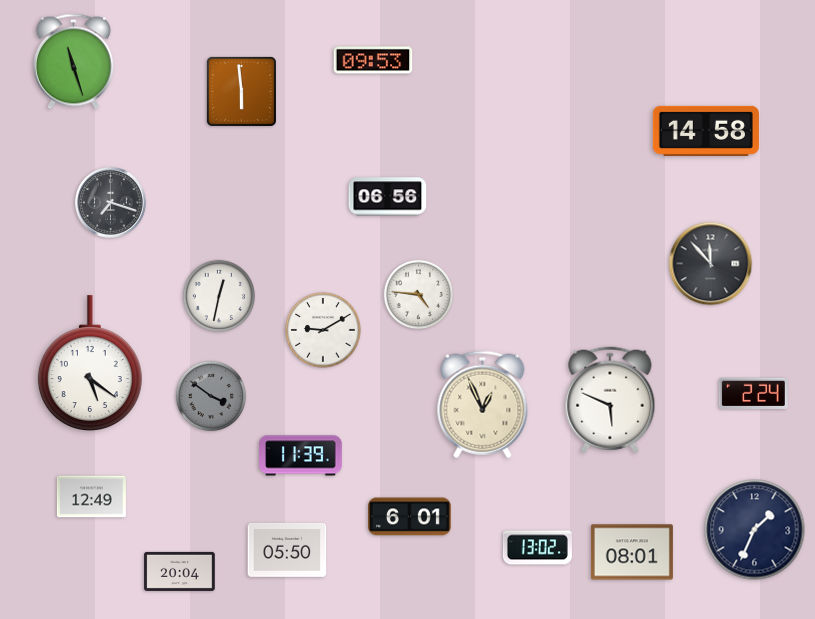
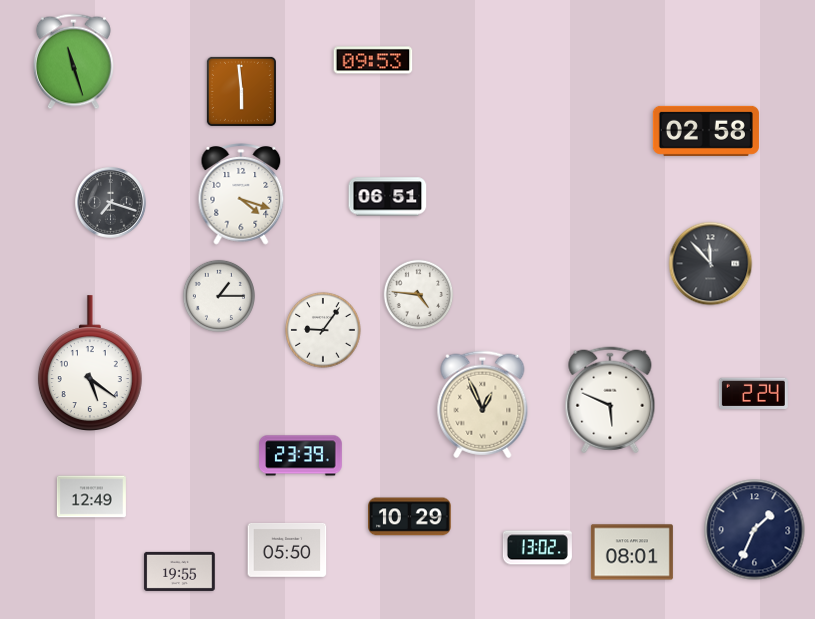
clock at (706, 131): 14:58 -> 02:58
clock at (241, 194): none -> 4:18
clock at (388, 197): 06:56 -> 06:51
clock at (219, 296): 12:32 -> 1:15
clock at (323, 330): 9:10 -> 9:06
clock at (211, 396): 3:51 -> none
clock at (301, 456): 11:39 -> 23:39
clock at (410, 517): 6:01 -> 10:29
clock at (180, 571): 20:04 -> 19:55
